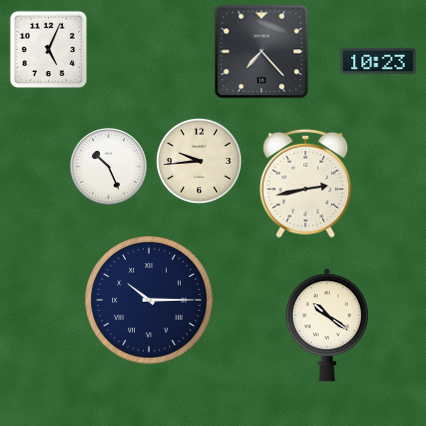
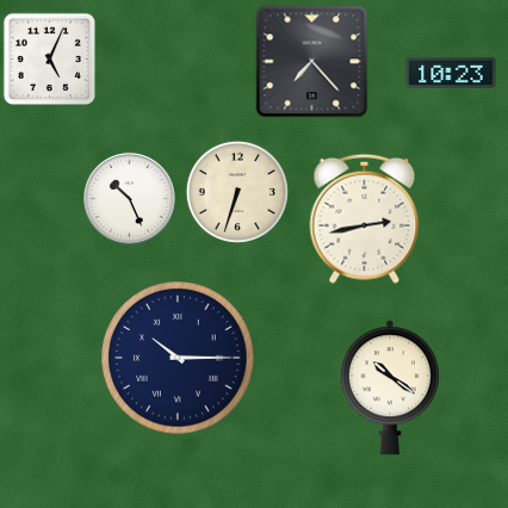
clock at (49, 50) position: (49, 50) -> (50, 60)
clock at (199, 161): 9:44 -> 6:33
